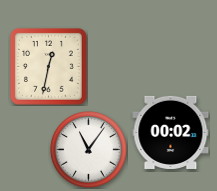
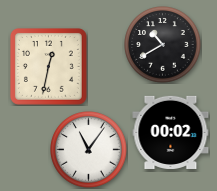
clock at (163, 45): none -> 10:40
